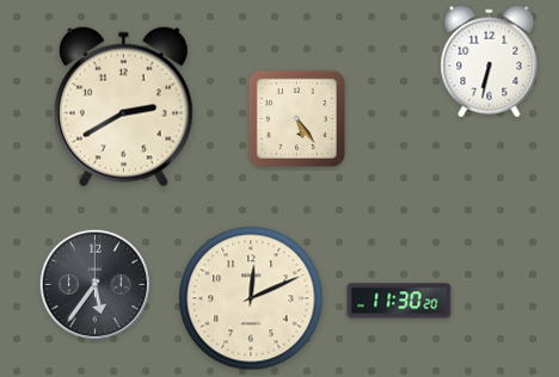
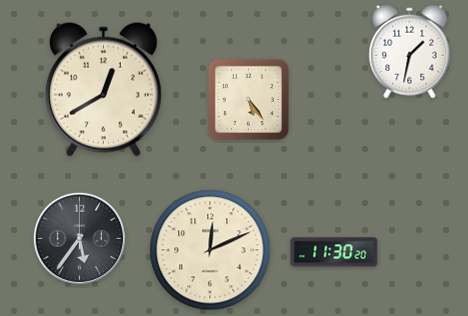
clock at (490, 62): 6:32 -> 1:32
clock at (123, 106): 2:40 -> 12:40
